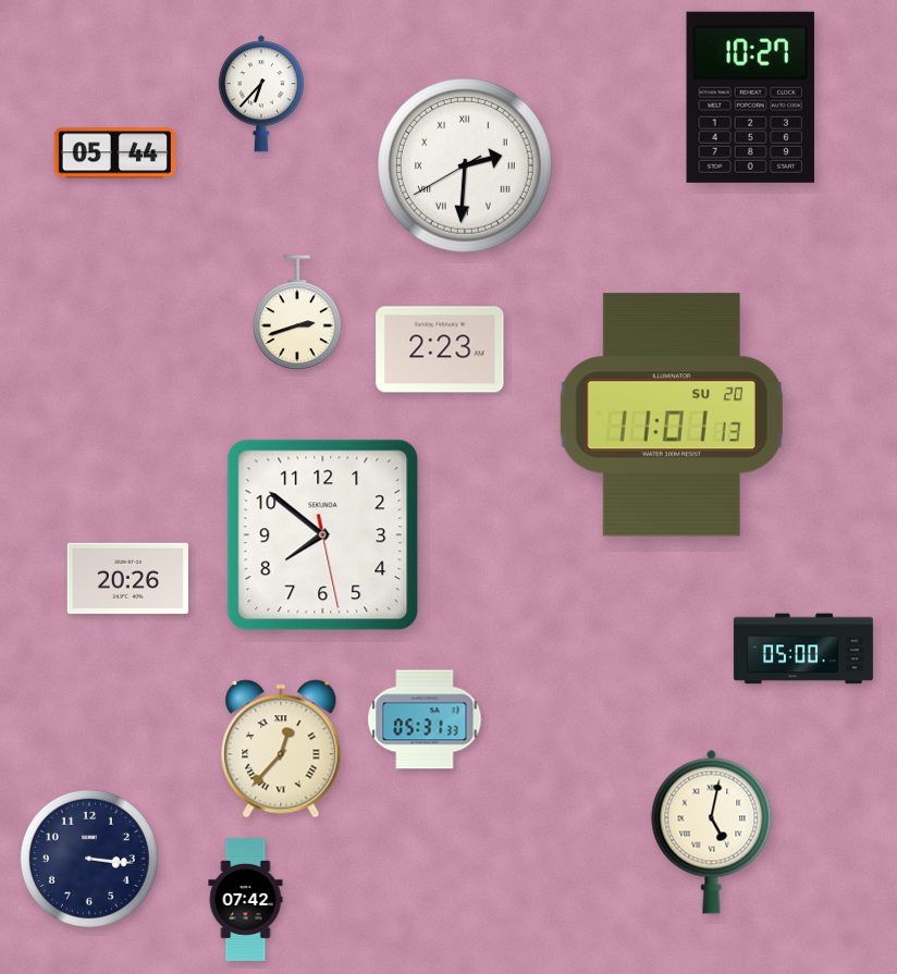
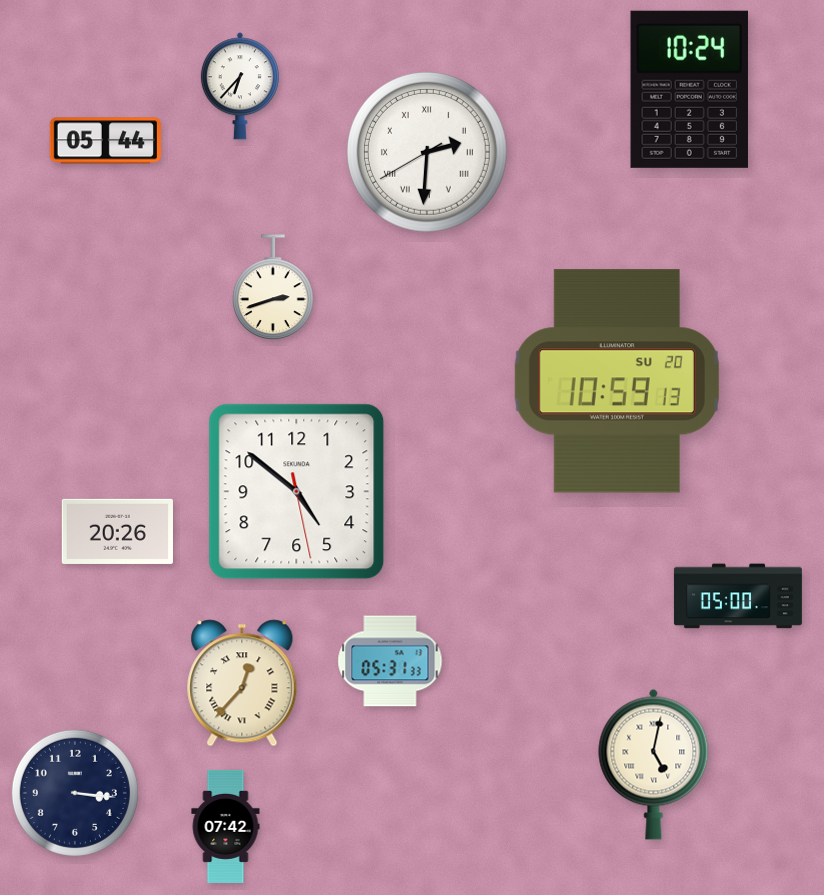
clock at (750, 97): 10:27 -> 10:24
clock at (440, 349): 2:23 -> none
clock at (672, 415): 11:01 -> 10:59
clock at (323, 535): 7:51 -> 4:51
clock at (281, 749) position: (281, 749) -> (242, 683)
clock at (89, 859) position: (89, 859) -> (75, 793)
